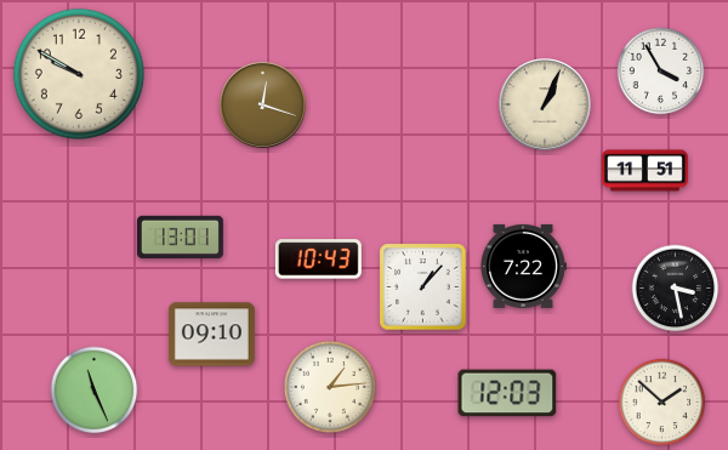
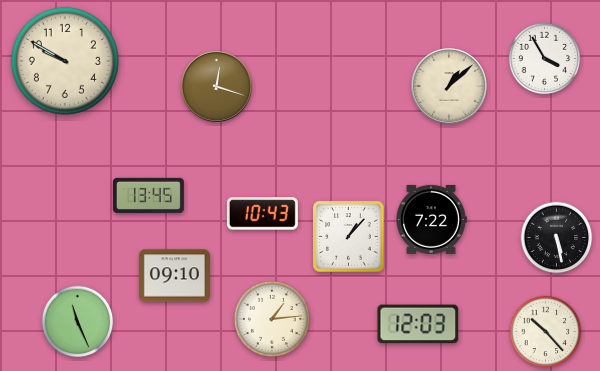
clock at (545, 104): 1:04 -> 1:08
clock at (644, 171): 11:51 -> none
clock at (180, 237): 13:01 -> 13:45
clock at (676, 289): 3:28 -> 5:28
clock at (662, 403): 1:52 -> 10:23
